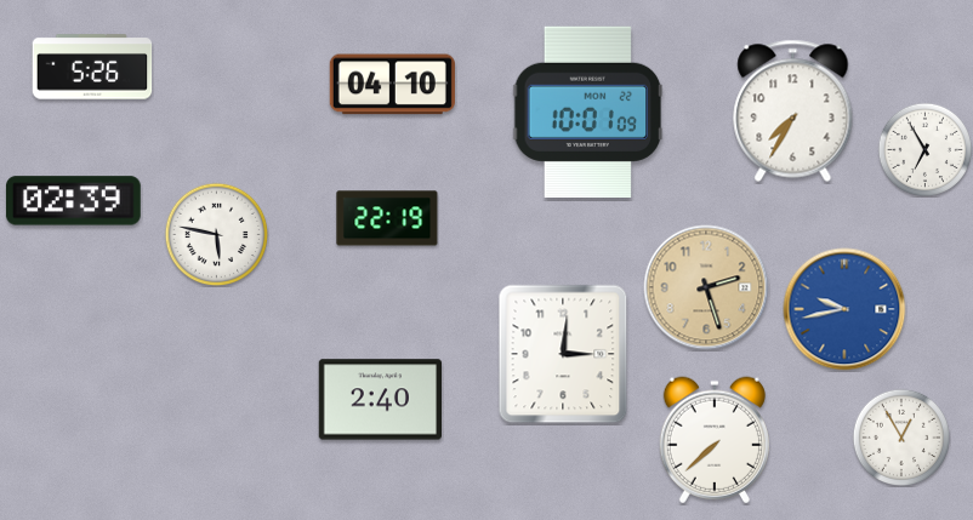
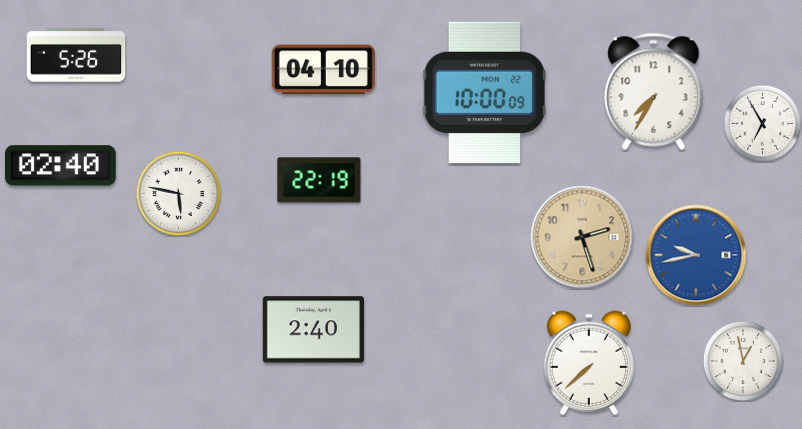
clock at (588, 112): 10:01 -> 10:00
clock at (73, 201): 02:39 -> 02:40
clock at (563, 354): 3:01 -> none
clock at (900, 436): 12:55 -> 12:58
